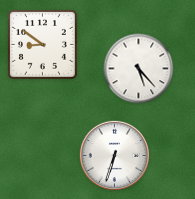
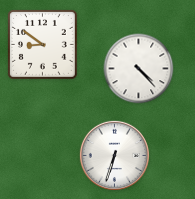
clock at (139, 69): 5:23 -> 4:23
